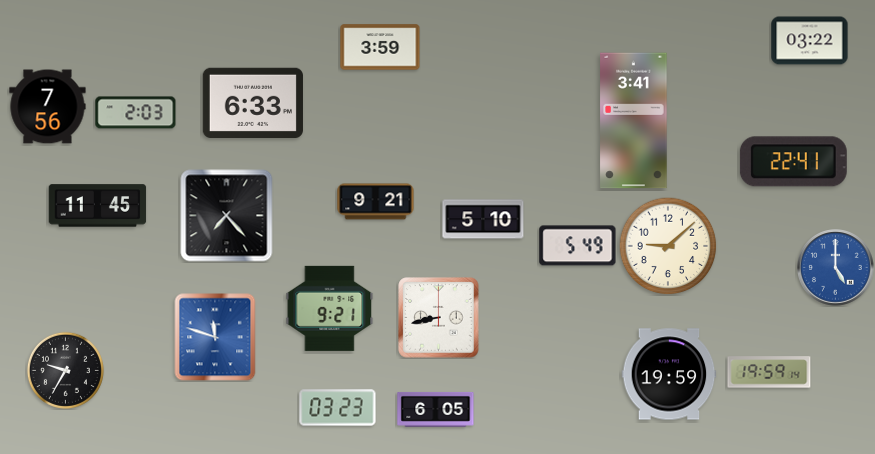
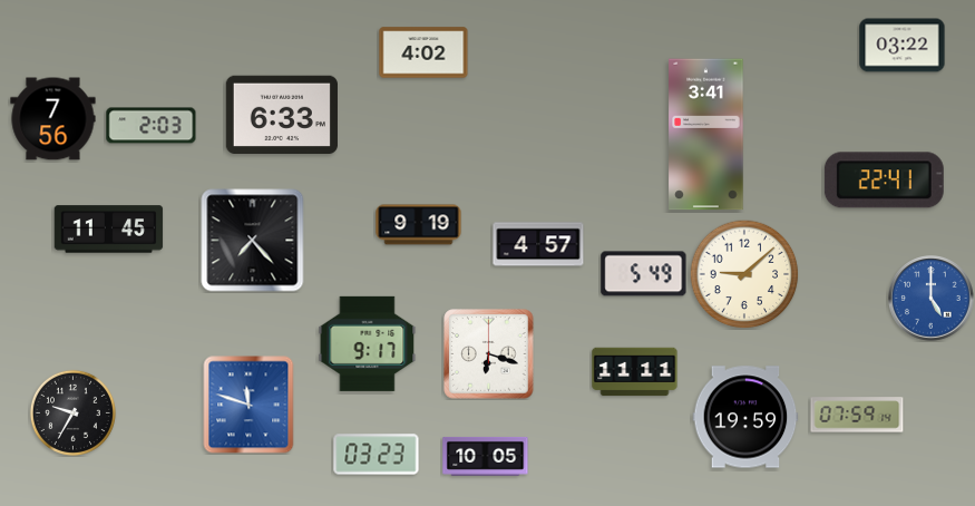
clock at (380, 47): 3:59 -> 4:02
clock at (376, 202): 9:21 -> 9:19
clock at (483, 219): 5:10 -> 4:57
clock at (330, 308): 9:21 -> 9:17
clock at (439, 318): 8:43 -> 6:18
clock at (635, 372): none -> 11:11
clock at (215, 337) position: (215, 337) -> (248, 405)
clock at (769, 372): 19:59 -> 07:59
clock at (436, 409): 6:05 -> 10:05
